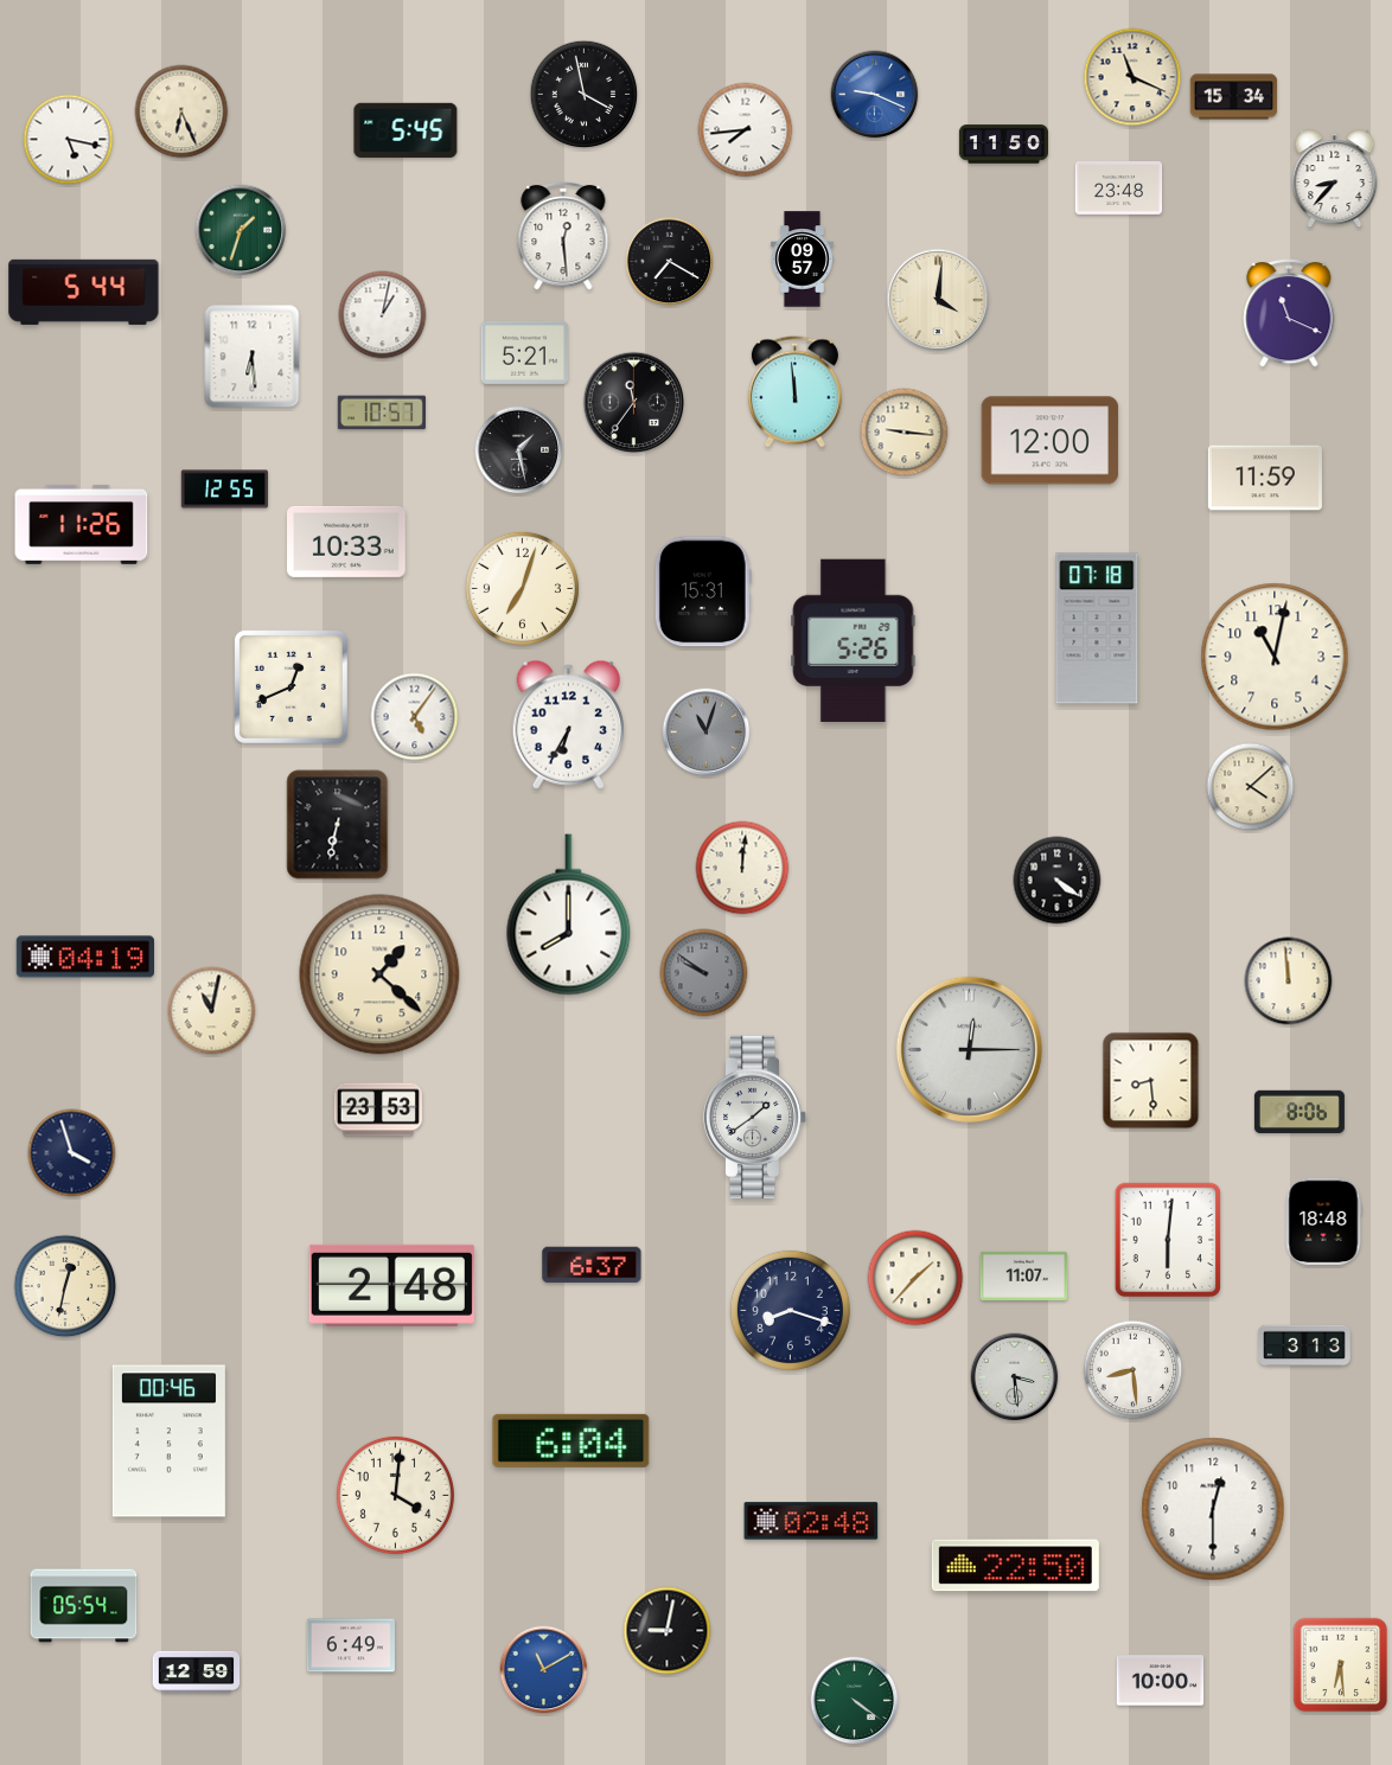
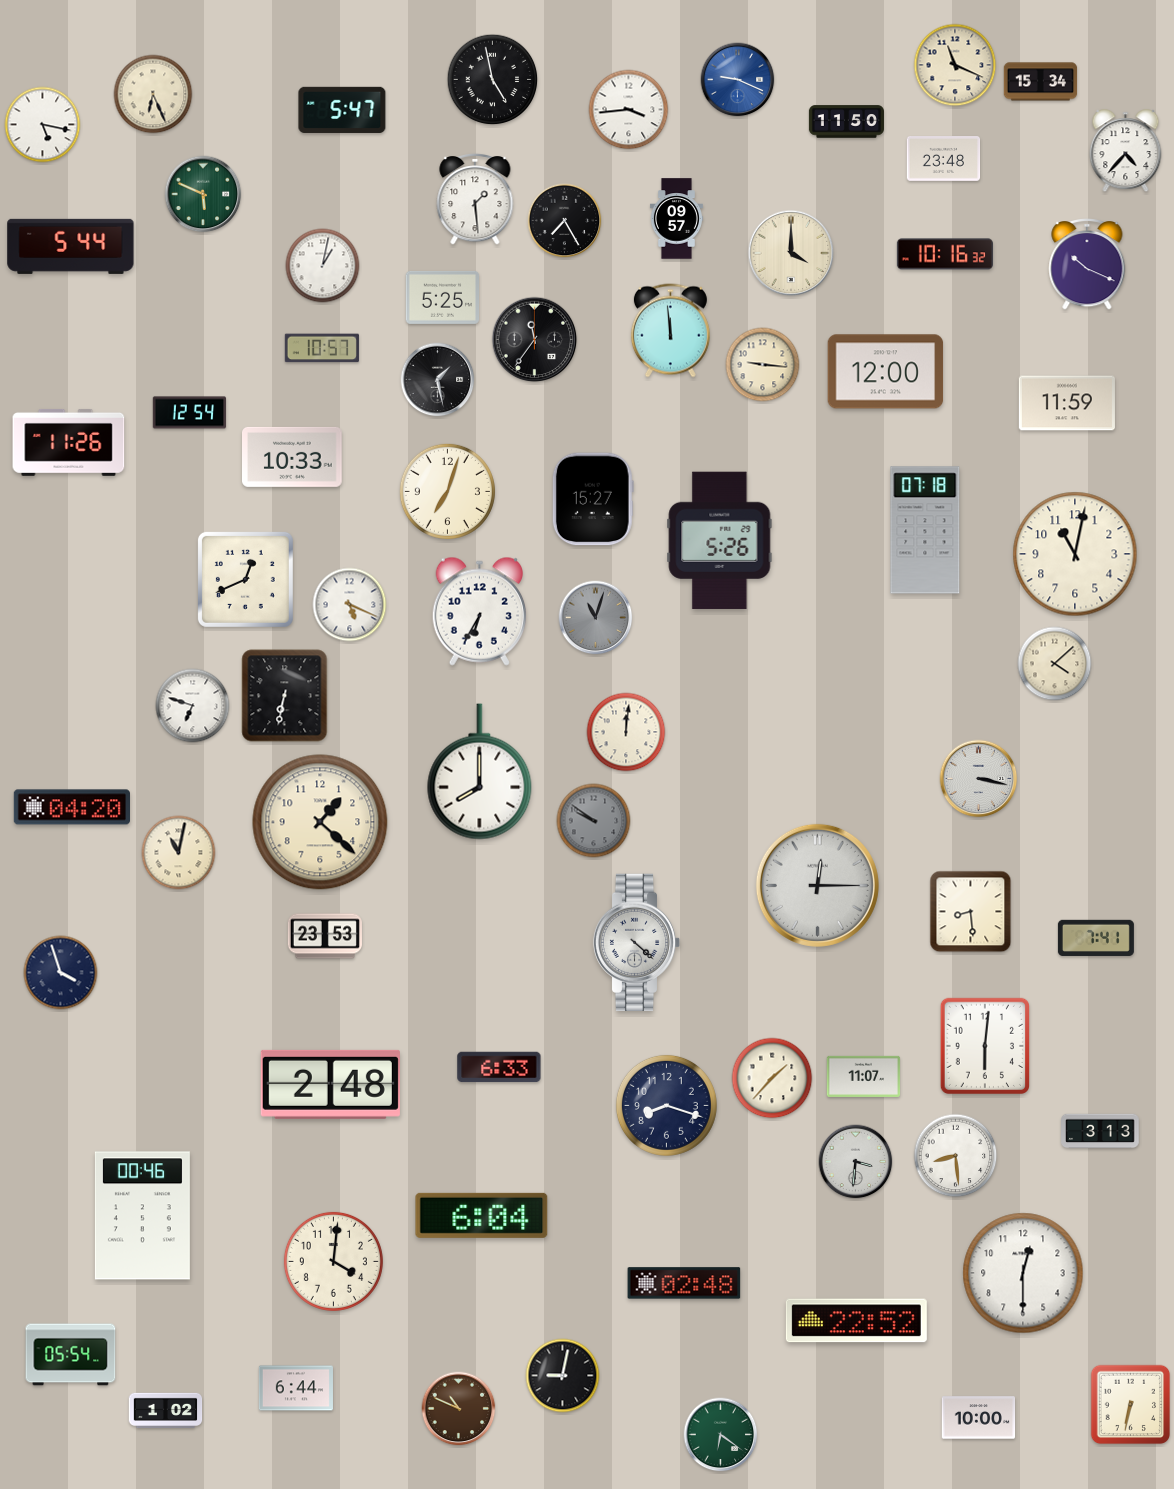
clock at (585, 95): 3:58 -> 4:58
clock at (406, 129): 5:45 -> 5:47
clock at (746, 130): 7:44 -> 3:44
clock at (69, 140) position: (69, 140) -> (43, 125)
clock at (1335, 179): 8:37 -> 4:37
clock at (241, 230): 1:33 -> 5:49
clock at (563, 236): 12:29 -> 1:29
clock at (670, 262): 7:20 -> 7:25
clock at (938, 300): 4:01 -> 4:00
clock at (945, 254): none -> 10:16
clock at (1289, 313): 11:19 -> 10:19
clock at (525, 352): 5:21 -> 5:25
clock at (253, 357): 6:29 -> none
clock at (225, 490): 12:55 -> 12:54
clock at (522, 588) position: (522, 588) -> (447, 491)
clock at (703, 591): 15:31 -> 15:27
clock at (415, 717): 5:06 -> 5:19
clock at (193, 706): none -> 6:48
clock at (1058, 881): 4:21 -> none
clock at (979, 779): none -> 3:17
clock at (84, 957): 04:19 -> 04:20
clock at (1289, 981): 11:59 -> none
clock at (377, 1109) position: (377, 1109) -> (324, 936)
clock at (1300, 1112): 8:06 -> 7:41
clock at (755, 1117): 1:39 -> 4:22
clock at (1323, 1222): 18:48 -> none
clock at (592, 1265): 6:37 -> 6:33
clock at (65, 1286): 12:32 -> none
clock at (1304, 1345) position: (1304, 1345) -> (1100, 1131)
clock at (1015, 1377): 3:29 -> 3:31
clock at (1015, 1566): 22:50 -> 22:52
clock at (350, 1645): 6:49 -> 6:44
clock at (1341, 1665): 6:29 -> 6:32
clock at (544, 1670): 11:10 -> 10:49
clock at (544, 1670) dial: blue -> brown
clock at (197, 1671): 12:59 -> 1:02
clock at (855, 1701): 4:21 -> 6:21
